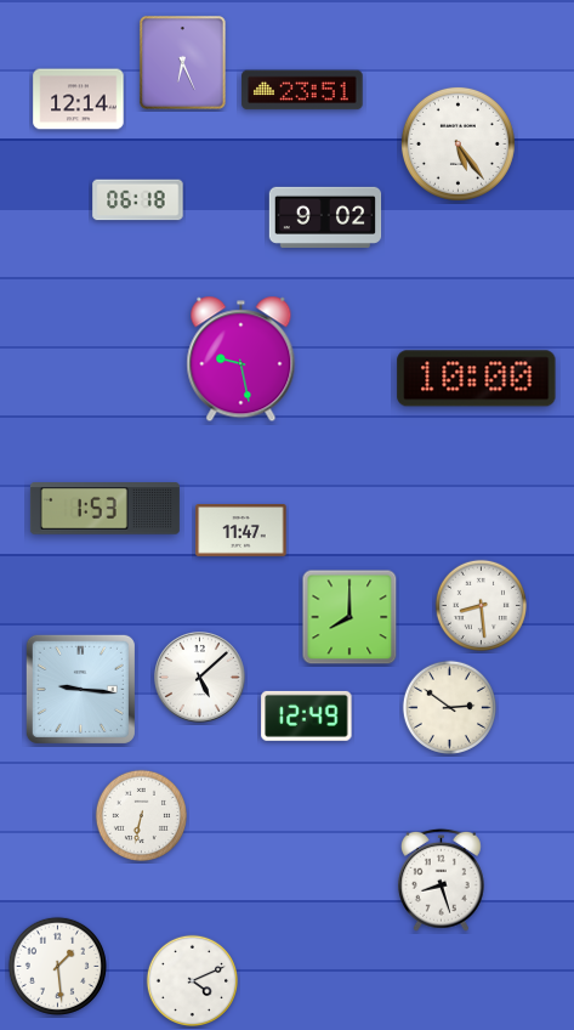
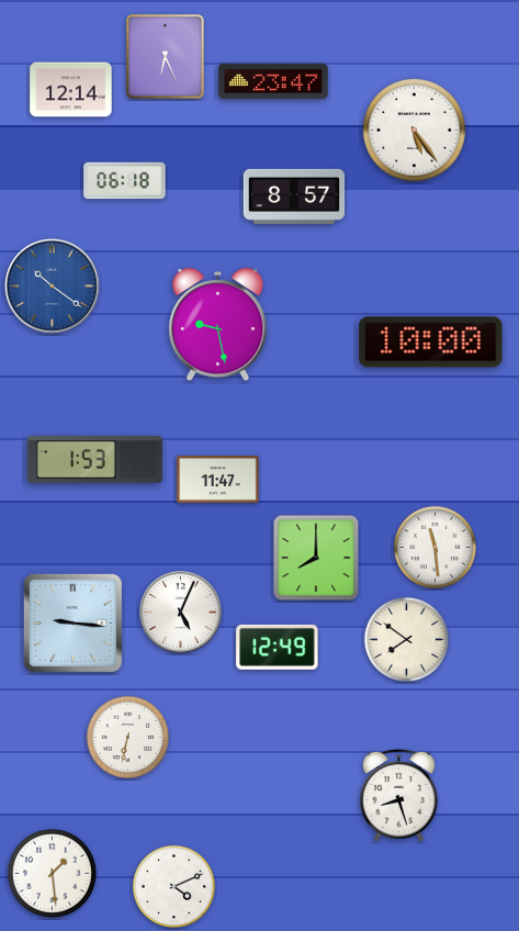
clock at (302, 90): 23:51 -> 23:47
clock at (325, 217): 9:02 -> 8:57
clock at (52, 285): none -> 10:21
clock at (481, 605): 8:29 -> 11:29
clock at (200, 678): 5:08 -> 5:04
clock at (449, 707): 2:51 -> 7:51
